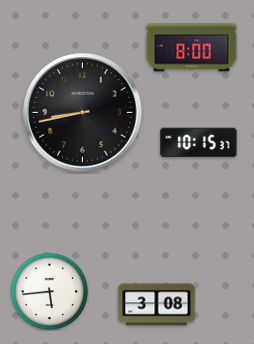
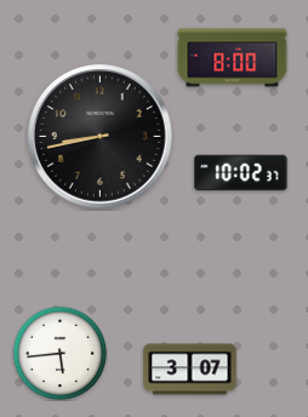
clock at (199, 143): 10:15 -> 10:02
clock at (157, 305): 3:08 -> 3:07
